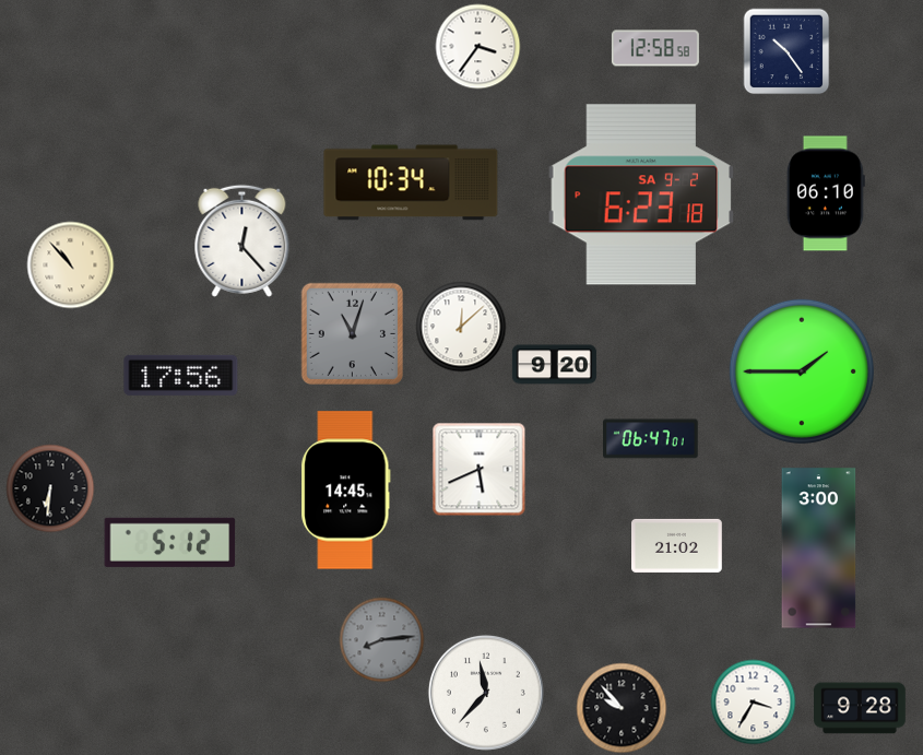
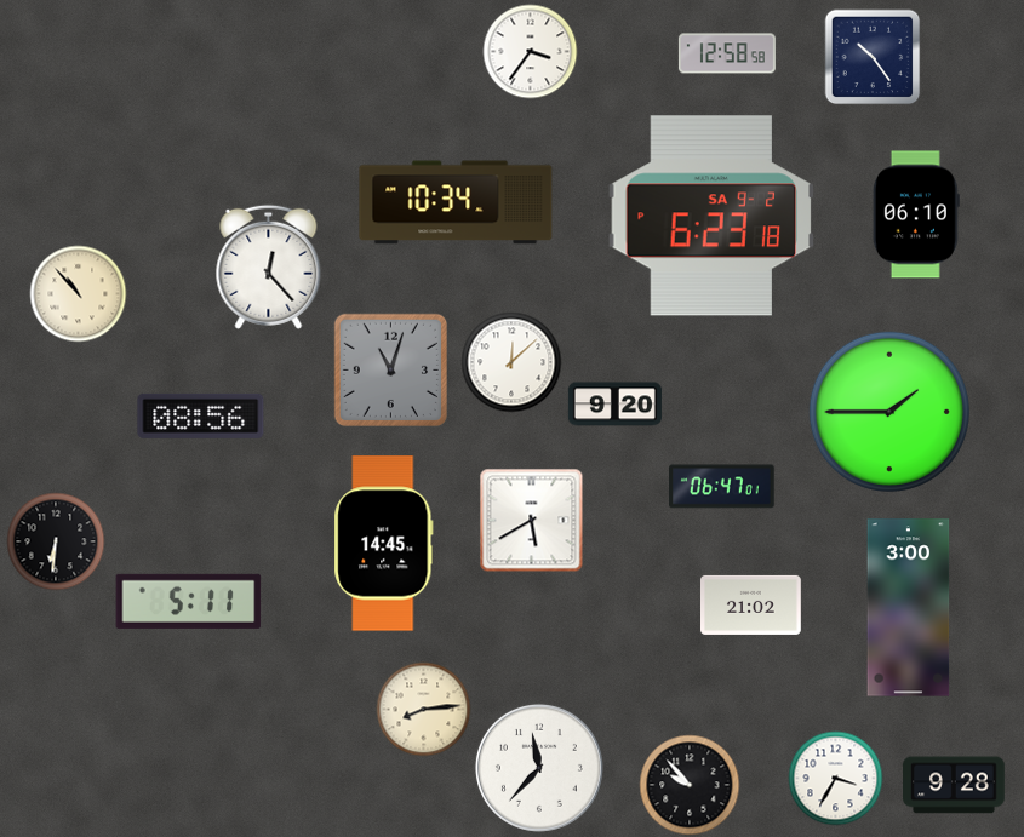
clock at (181, 375): 17:56 -> 08:56
clock at (478, 469): 5:41 -> 5:40
clock at (170, 542): 5:12 -> 5:11
clock at (381, 639) dial: grey -> cream
